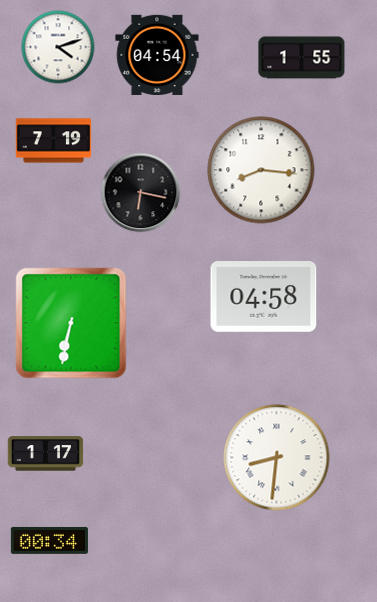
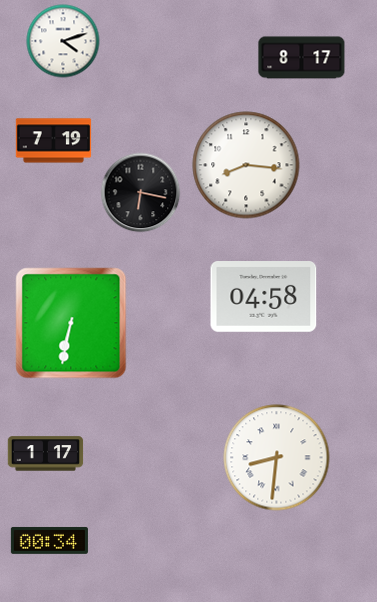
clock at (58, 47) position: (58, 47) -> (63, 41)
clock at (157, 54): 04:54 -> none
clock at (302, 58): 1:55 -> 8:17
clock at (261, 170) position: (261, 170) -> (246, 165)
